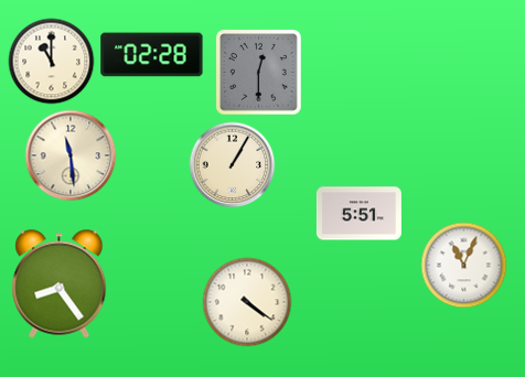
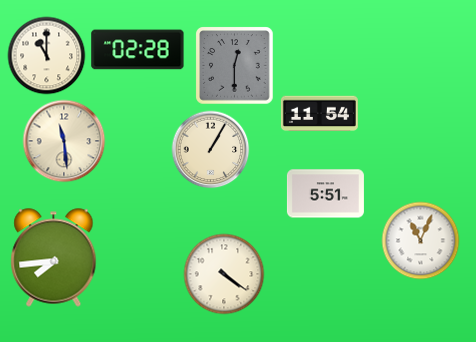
clock at (319, 114): none -> 11:54
clock at (60, 284): 8:24 -> 7:44
